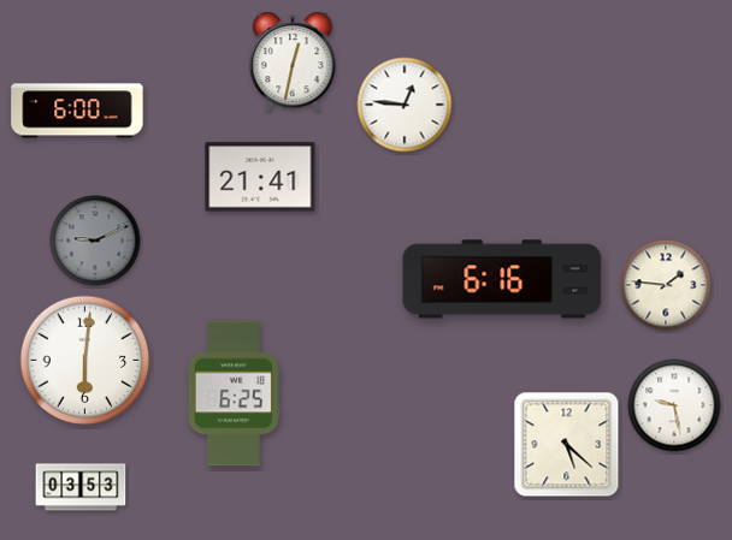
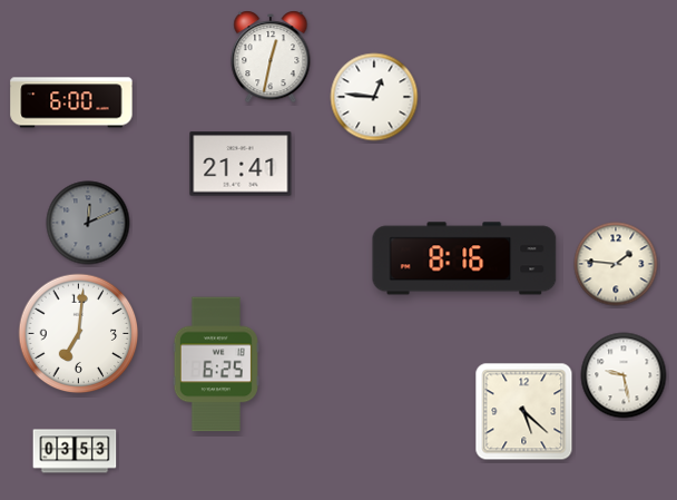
clock at (95, 241): 9:11 -> 12:11
clock at (502, 279): 6:16 -> 8:16
clock at (85, 361): 6:01 -> 7:01
